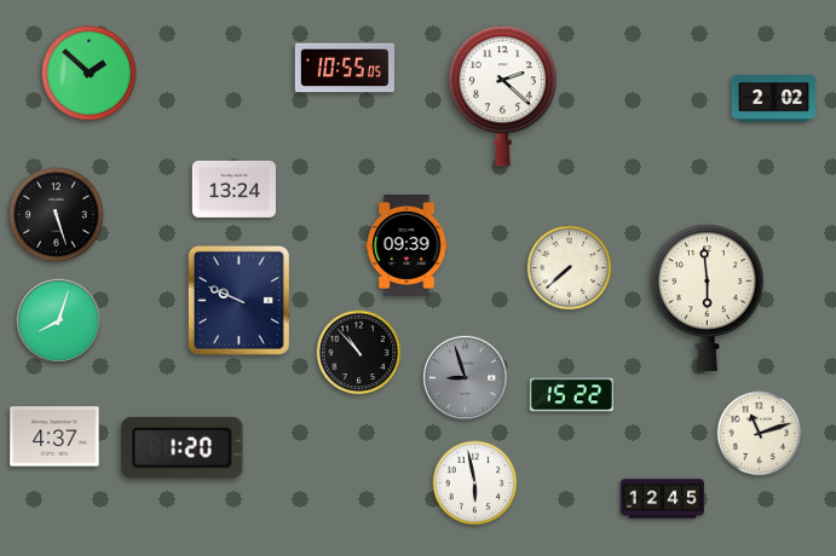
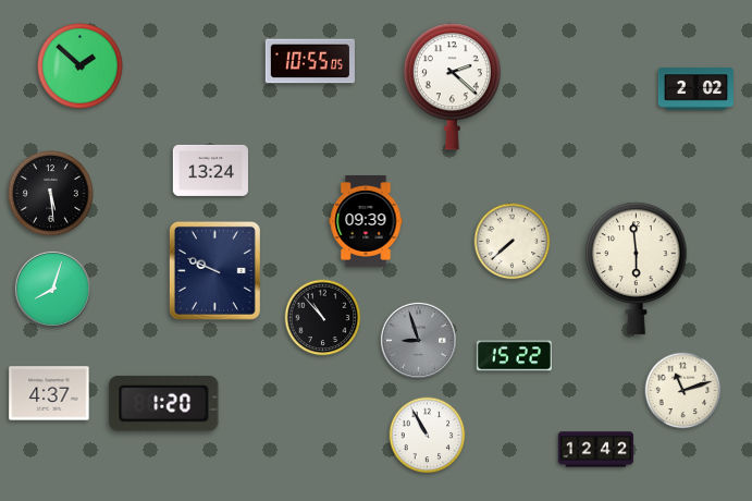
clock at (57, 215): 5:27 -> 5:29
clock at (475, 483): 5:58 -> 10:55
clock at (662, 499): 12:45 -> 12:42
